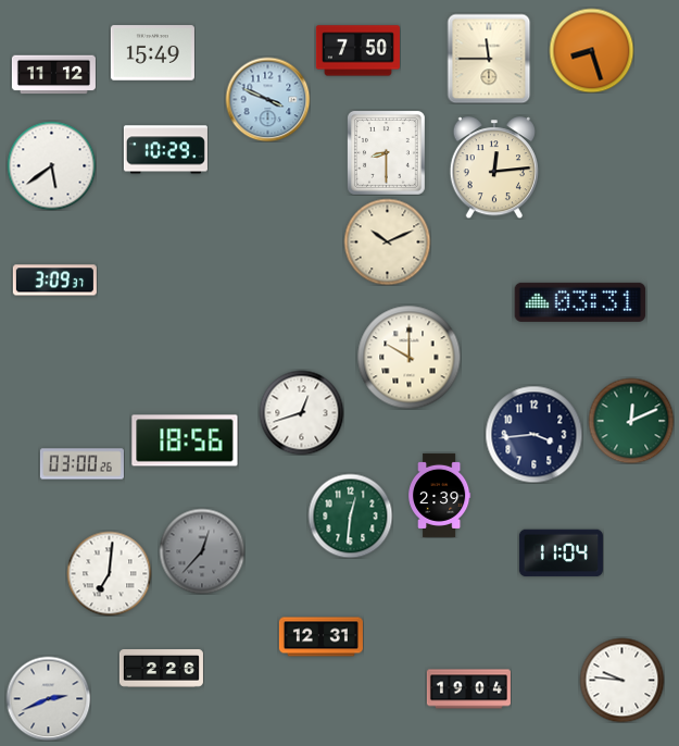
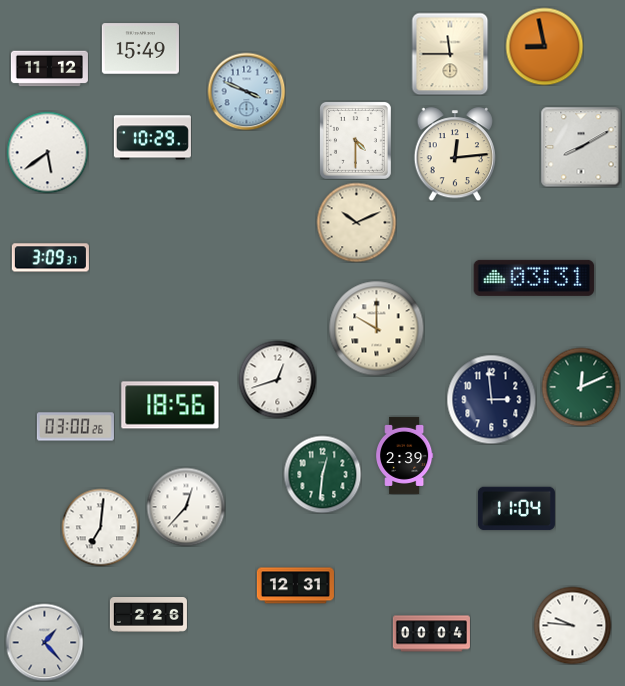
clock at (591, 50): 8:27 -> 8:58
clock at (357, 51): 7:50 -> none
clock at (386, 153): 8:30 -> 4:30
clock at (581, 147): none -> 8:10
clock at (533, 434): 3:44 -> 2:59
clock at (202, 551) dial: grey -> white
clock at (468, 689): 19:04 -> 00:04
clock at (48, 698): 2:41 -> 1:23
